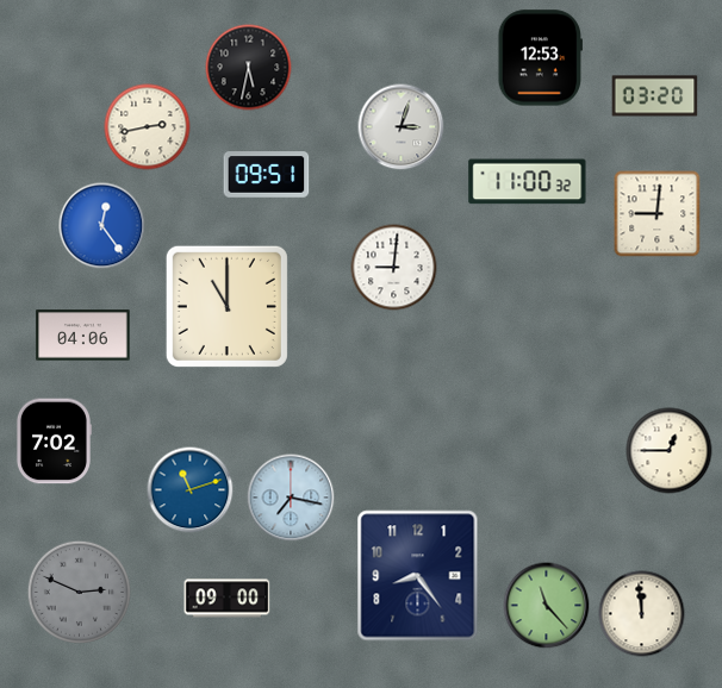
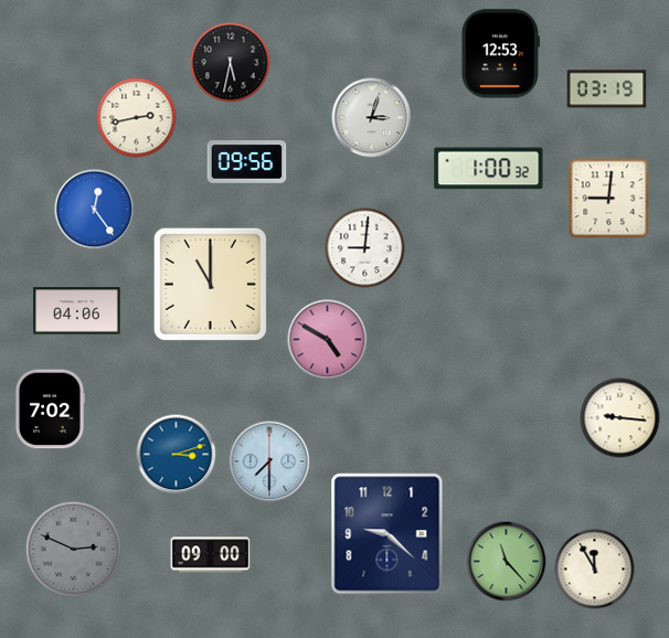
clock at (655, 96): 03:20 -> 03:19
clock at (267, 175): 09:51 -> 09:56
clock at (528, 182): 11:00 -> 1:00
clock at (328, 340): none -> 4:50
clock at (670, 451): 12:45 -> 9:16
clock at (191, 490): 11:12 -> 3:12
clock at (291, 498): 7:17 -> 7:30
clock at (418, 576): 8:24 -> 9:22
clock at (642, 614): 11:59 -> 11:55
